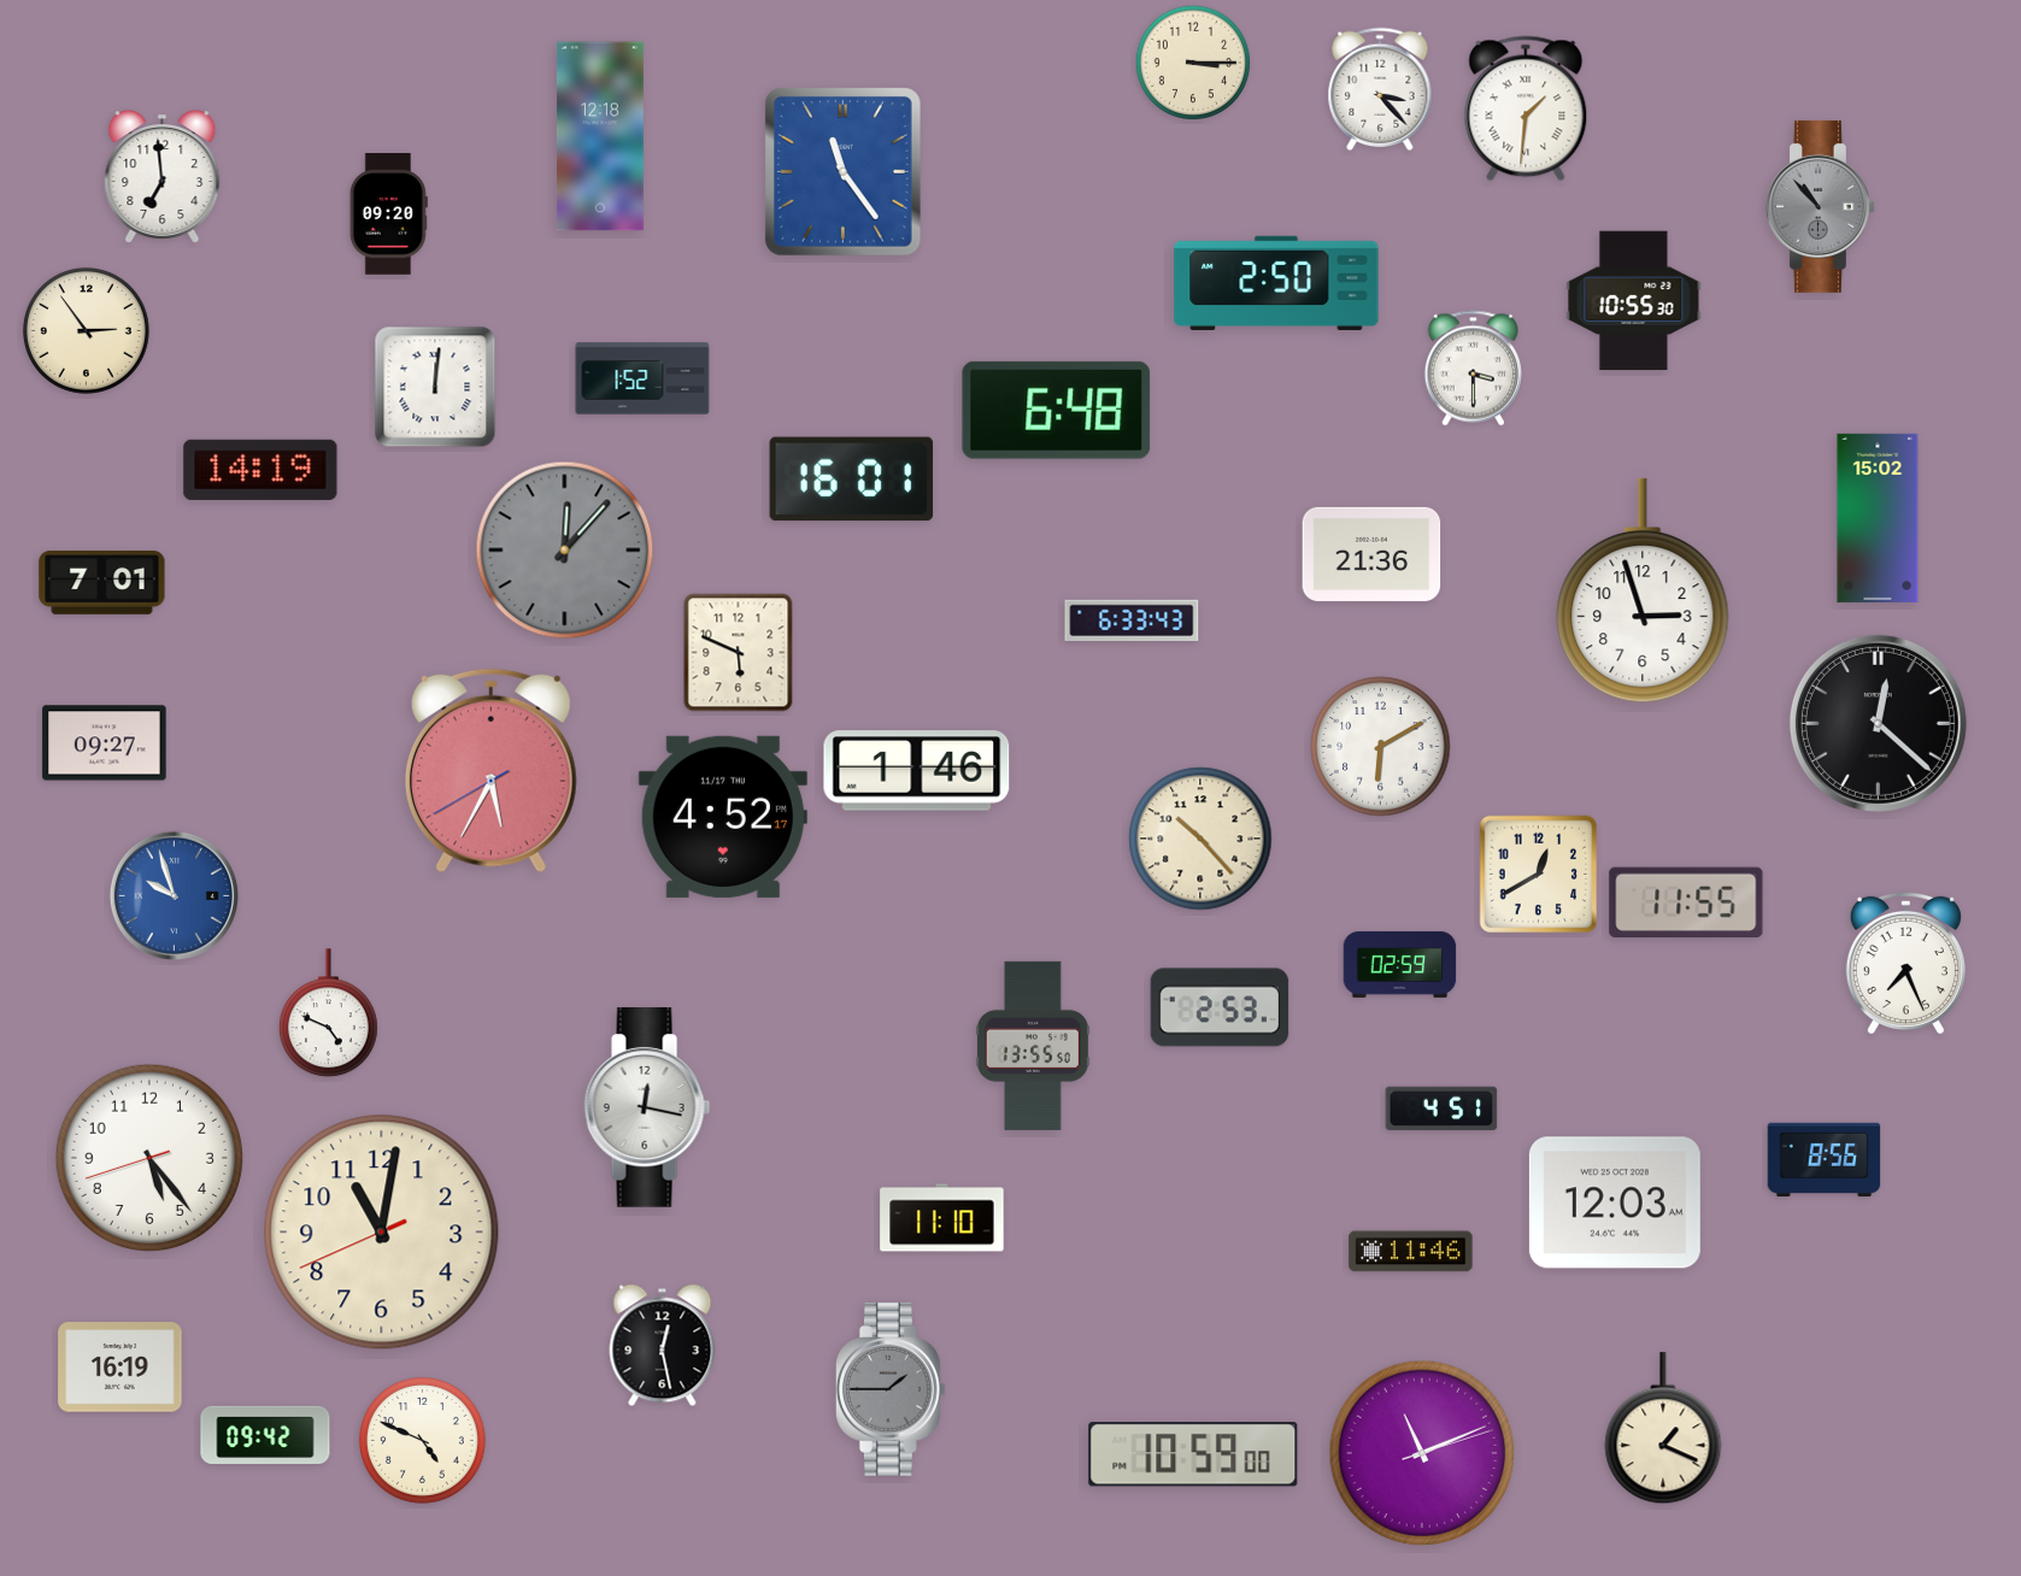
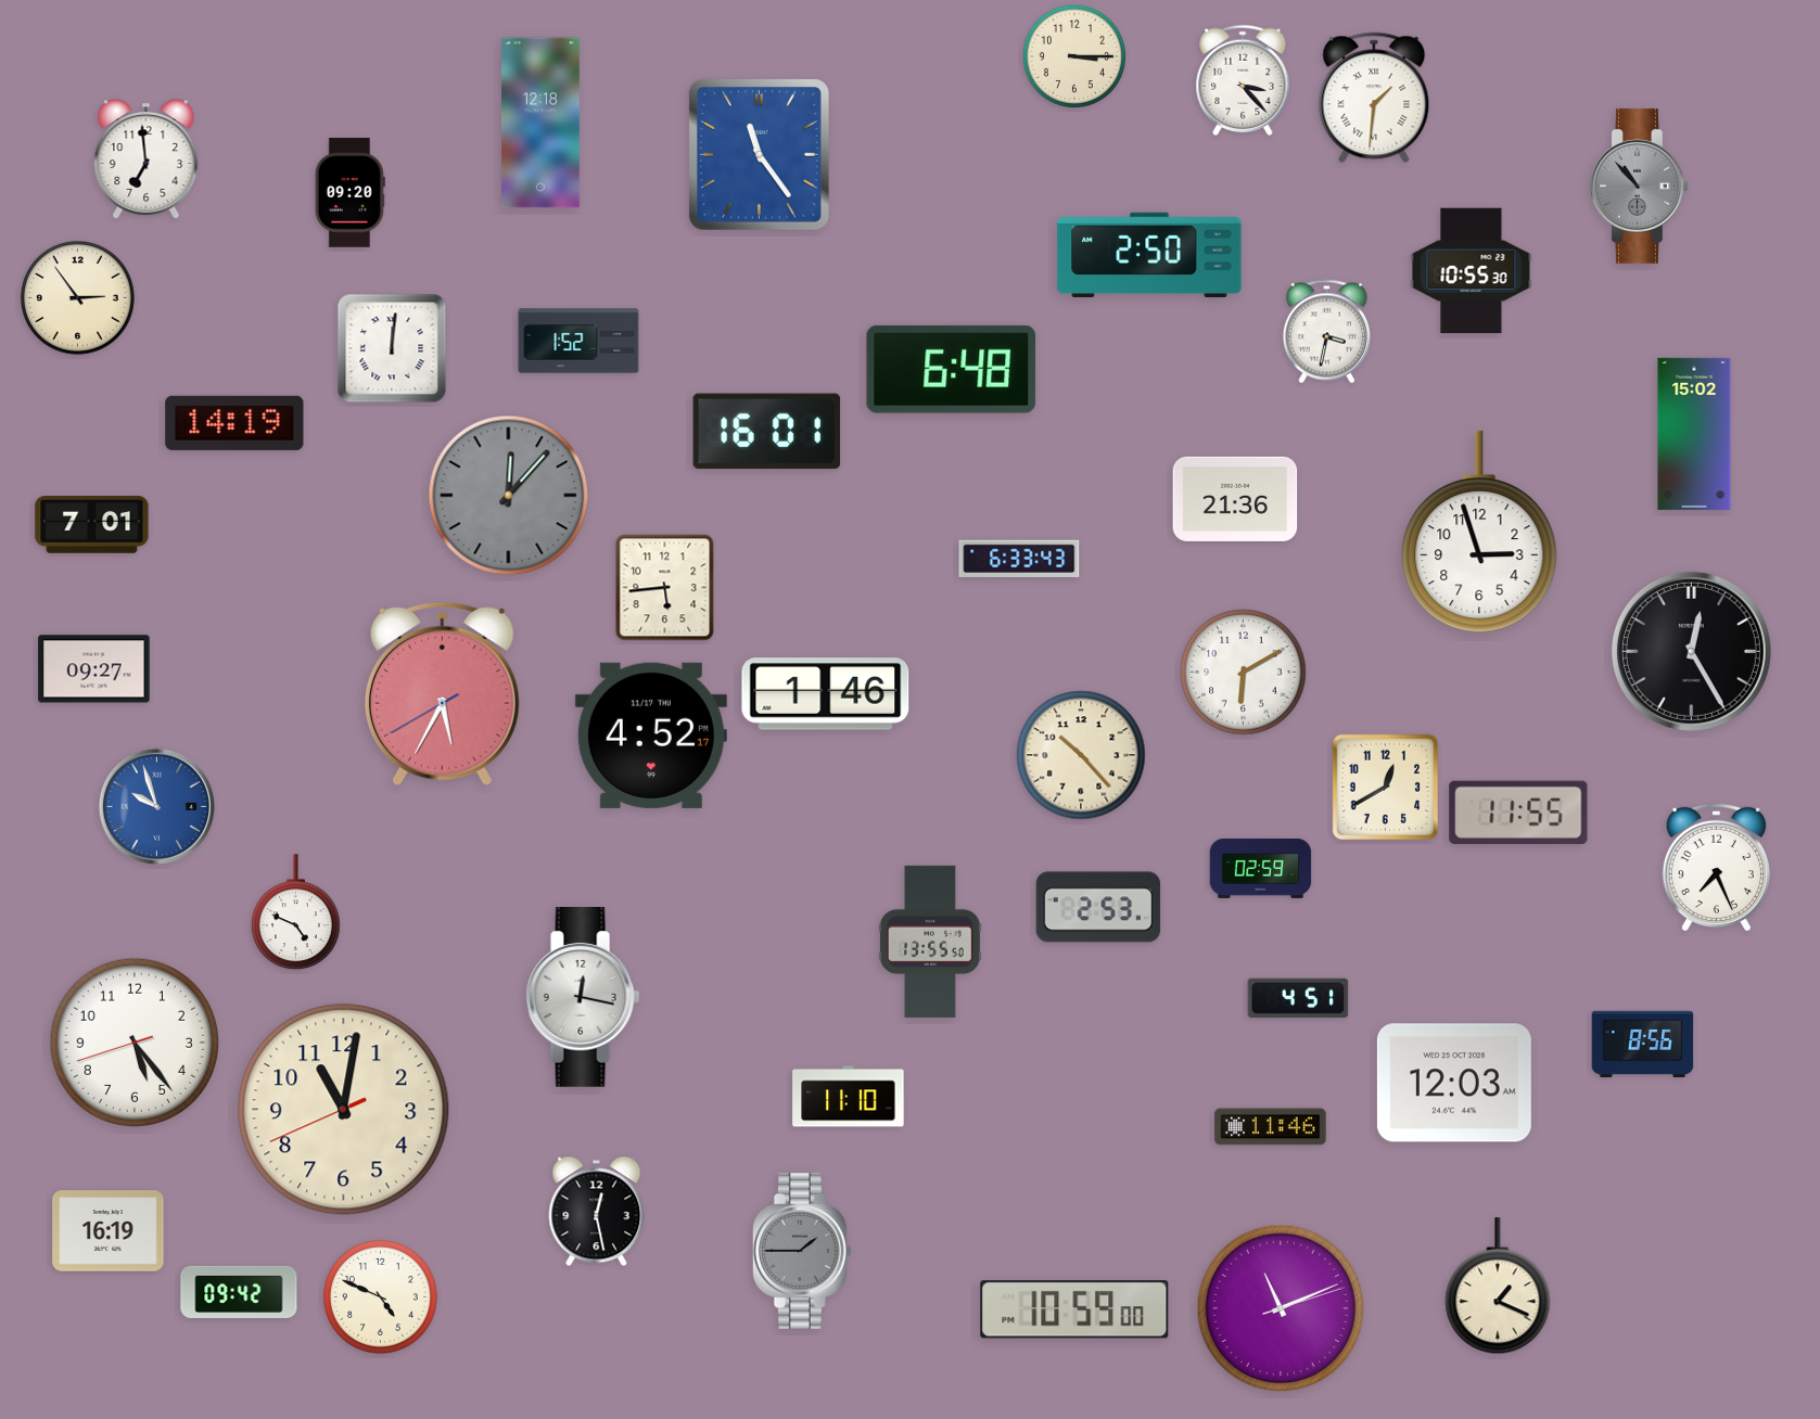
clock at (1473, 369): 3:30 -> 3:32
clock at (1878, 518) position: (1878, 518) -> (1694, 434)
clock at (739, 653): 5:49 -> 5:44
clock at (1878, 723): 12:22 -> 12:25
